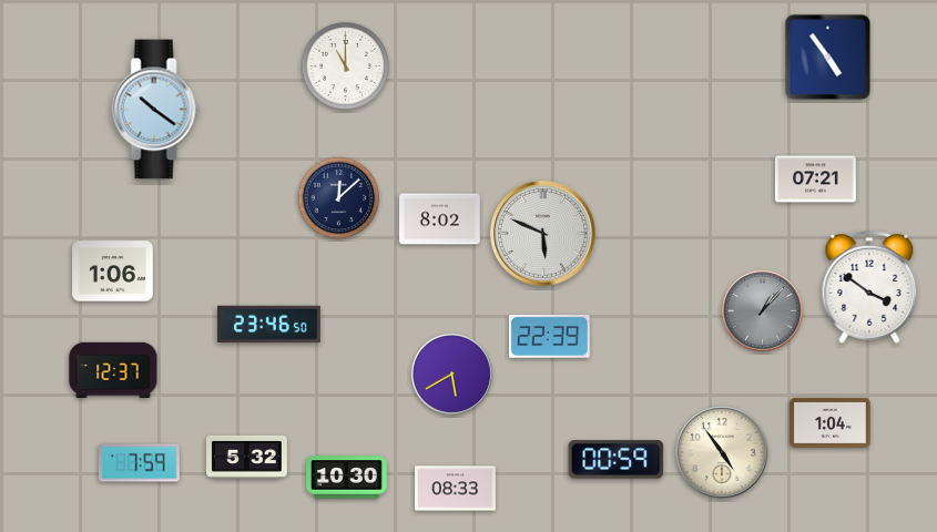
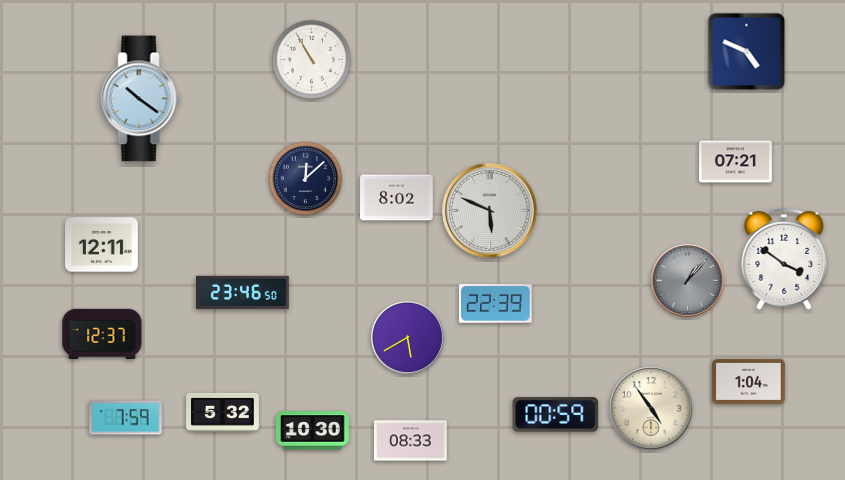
clock at (828, 58): 4:54 -> 4:49
clock at (345, 65): 11:00 -> 10:55
clock at (113, 272): 1:06 -> 12:11
